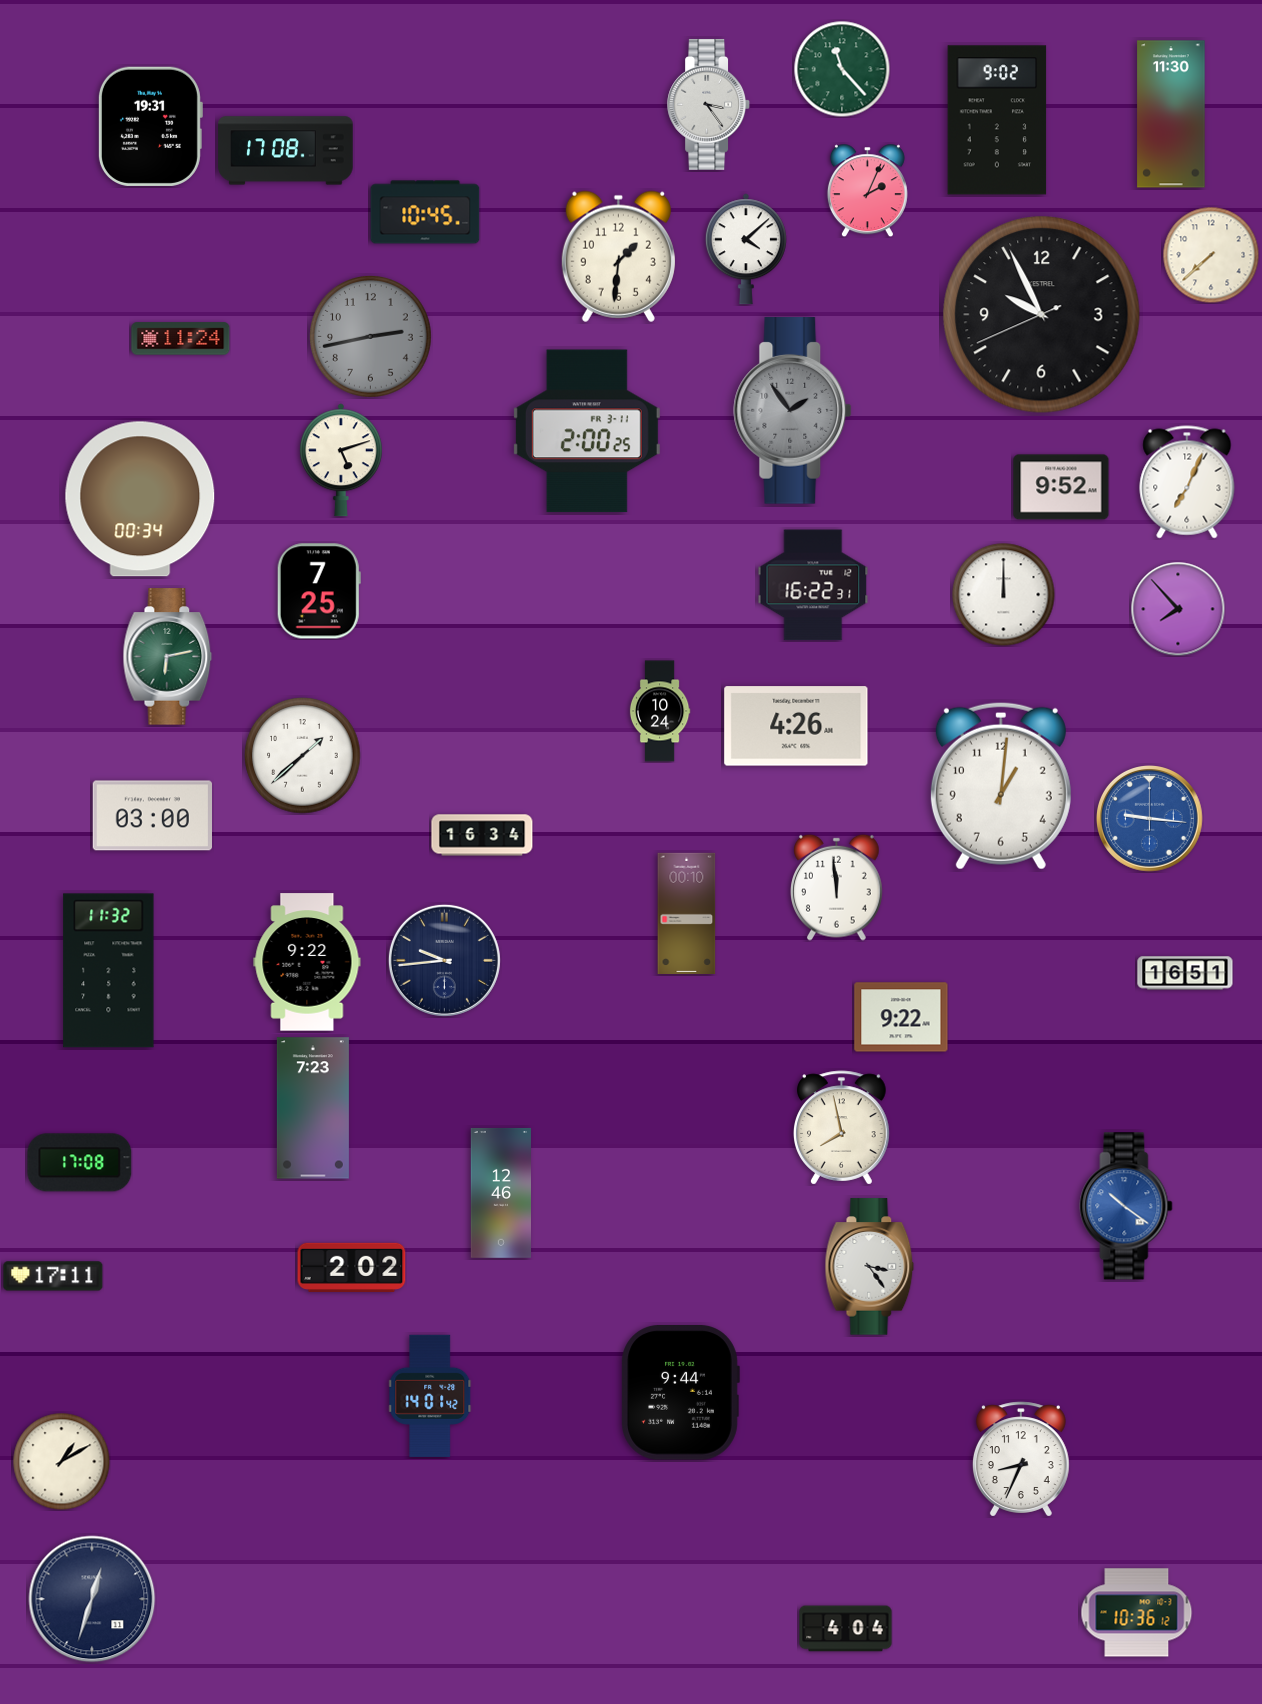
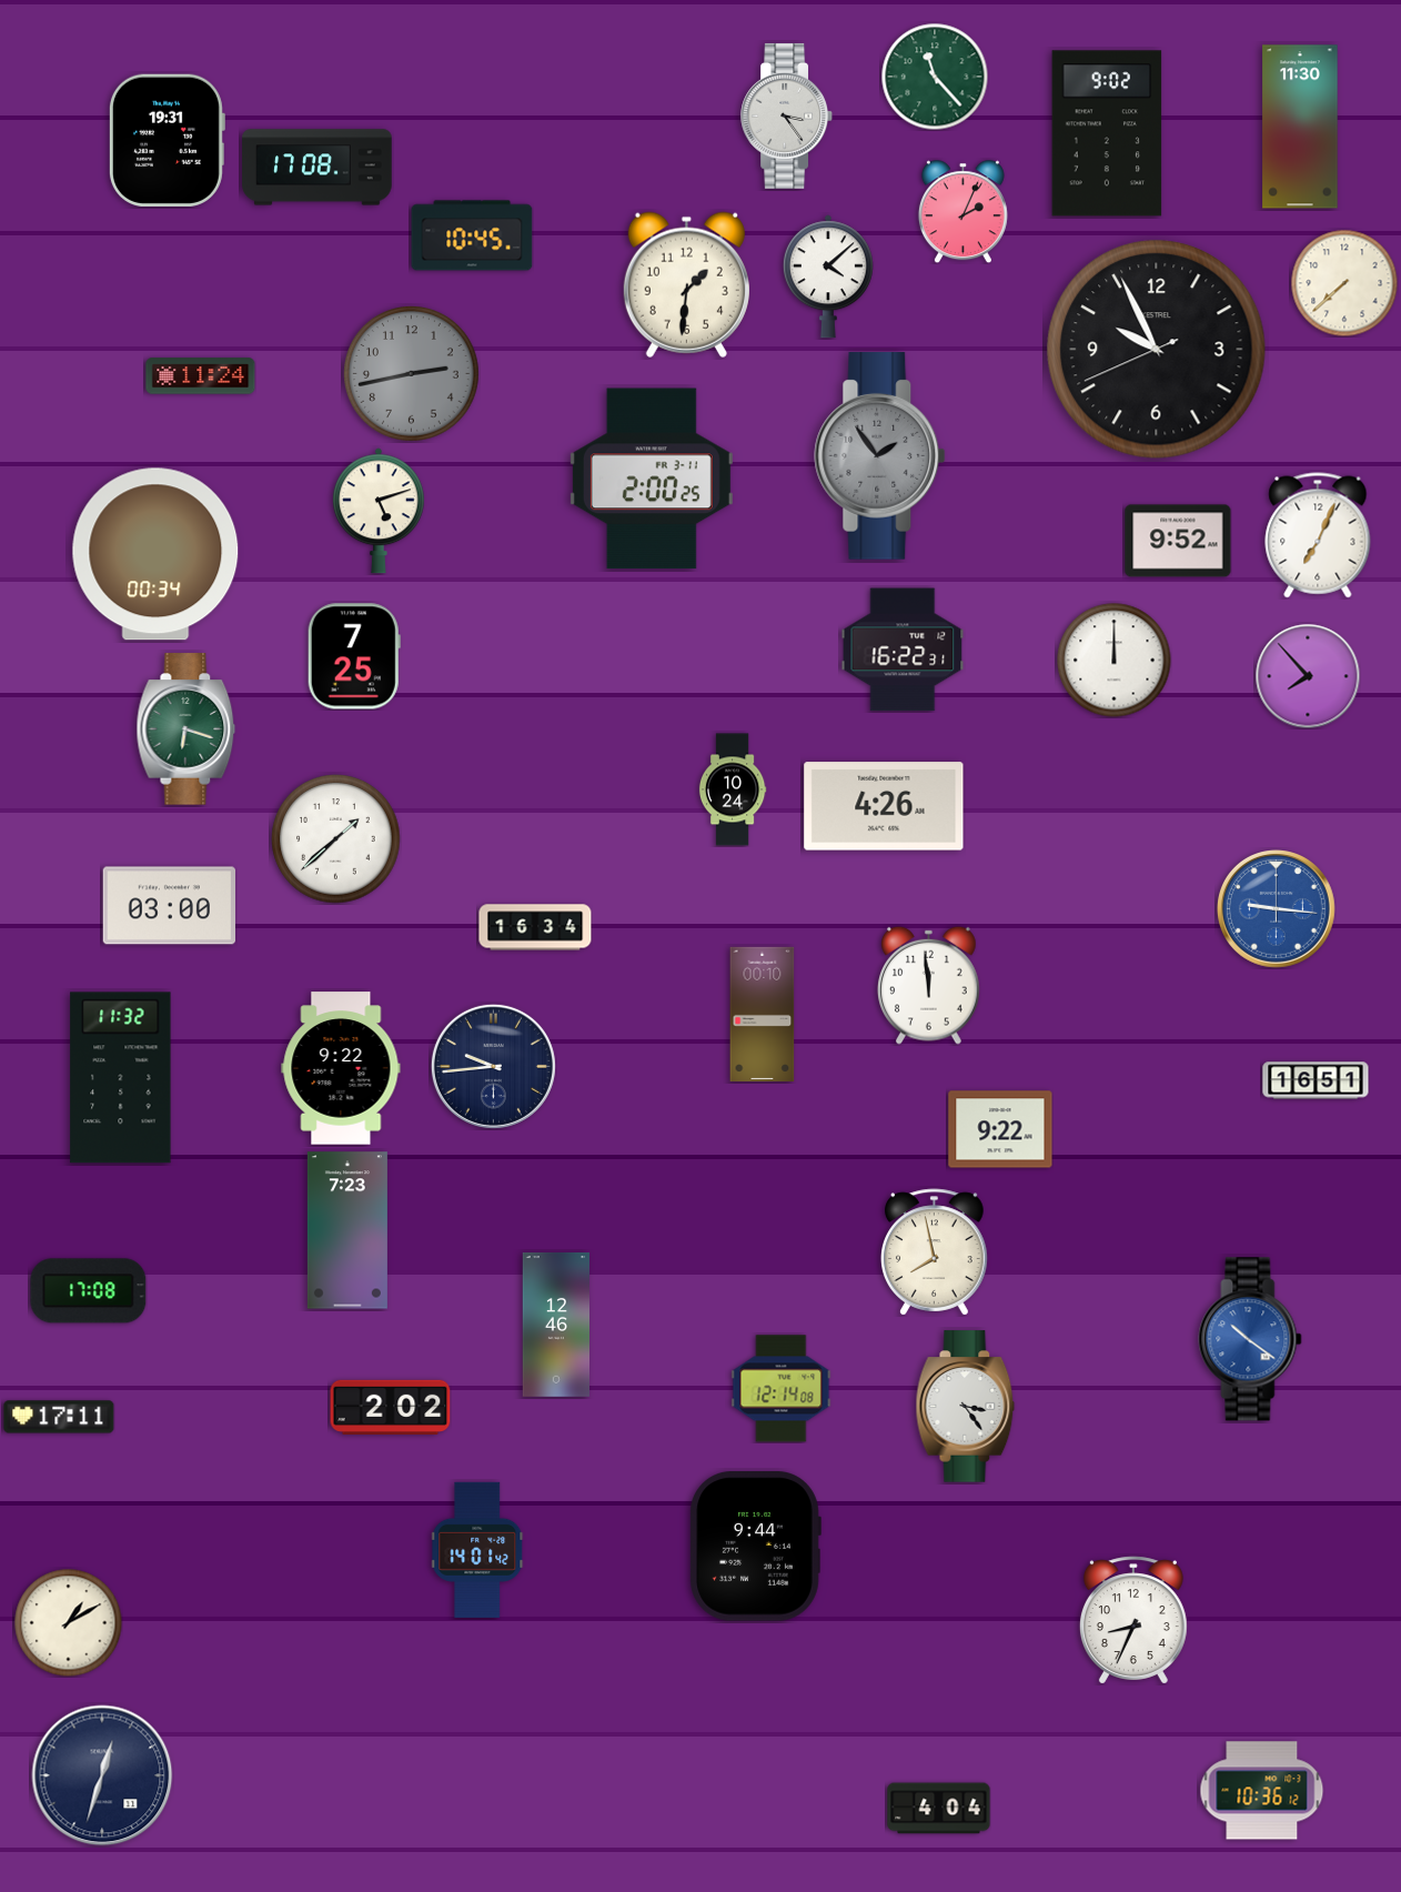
clock at (168, 657): 6:13 -> 6:18
clock at (1001, 786): 1:01 -> none
clock at (782, 1389): none -> 12:14
